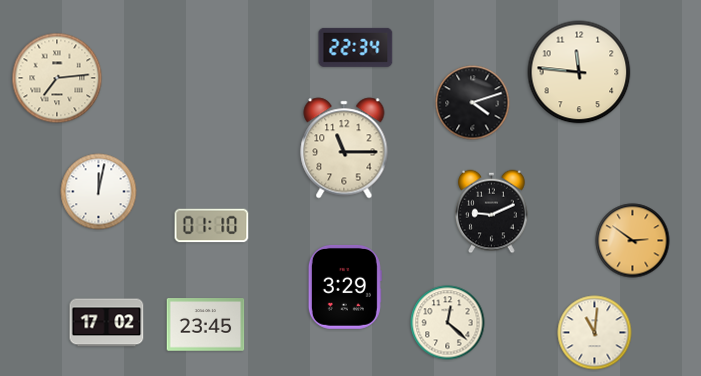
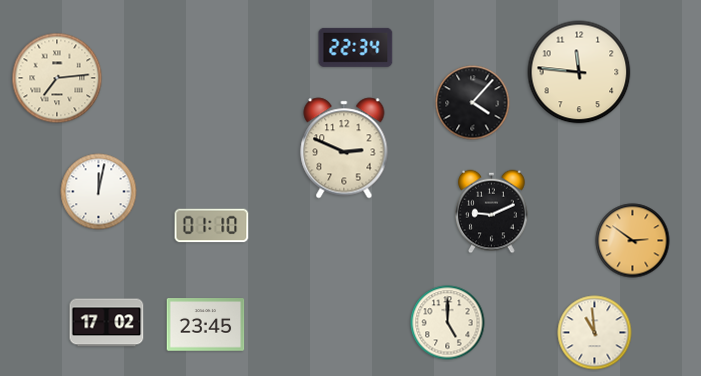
clock at (473, 103): 4:12 -> 4:07
clock at (344, 148): 11:15 -> 2:49
clock at (345, 287): 3:29 -> none
clock at (448, 323): 12:22 -> 5:00
clock at (595, 333): 11:01 -> 10:59
